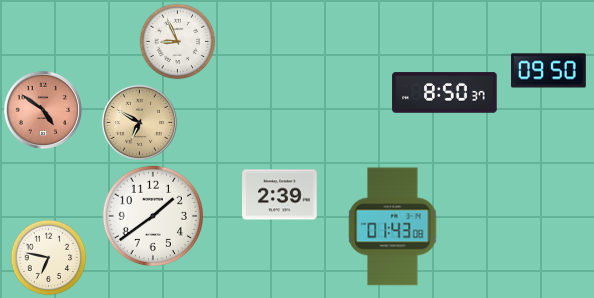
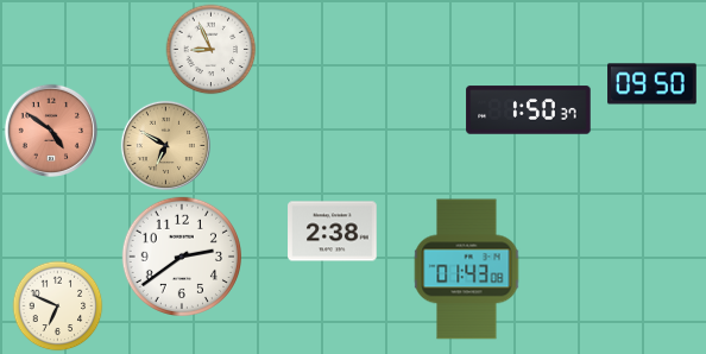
clock at (445, 93): 8:50 -> 1:50
clock at (280, 195): 2:39 -> 2:38
clock at (152, 215): 1:39 -> 2:39
clock at (49, 258): 6:47 -> 6:49
